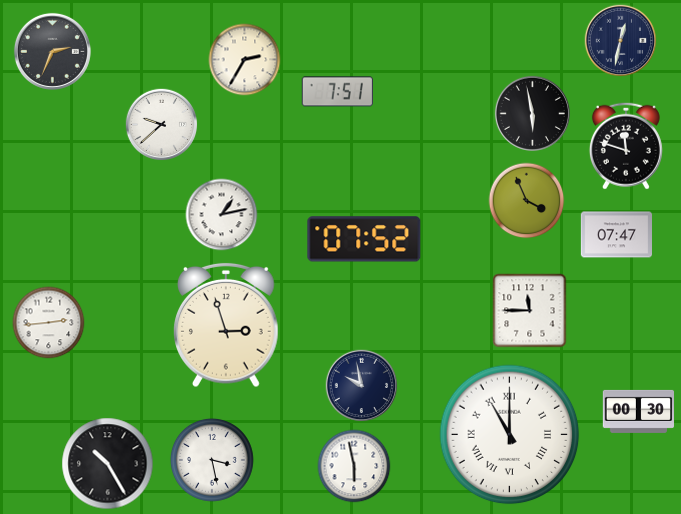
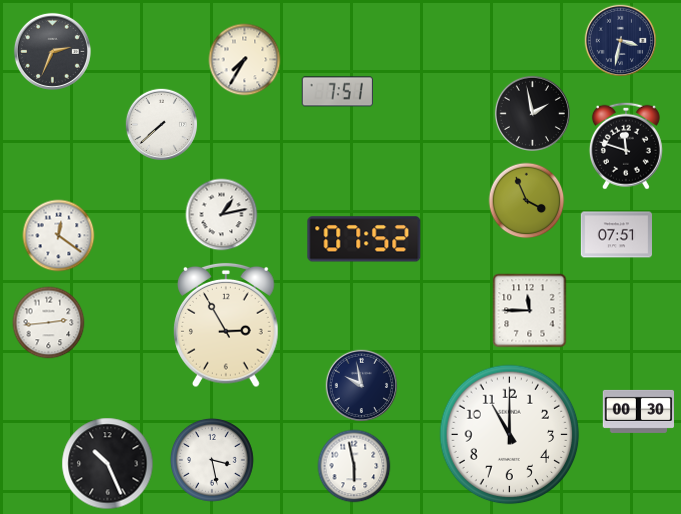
clock at (621, 41): 12:32 -> 3:32
clock at (245, 60): 2:35 -> 7:35
clock at (532, 113): 5:58 -> 1:58
clock at (162, 125): 9:38 -> 7:38
clock at (617, 235): 07:47 -> 07:51
clock at (59, 236): none -> 12:21
clock at (227, 325): 2:57 -> 2:55
clock at (510, 435) numerals: Roman -> Arabic
clock at (108, 464): 10:25 -> 10:26
